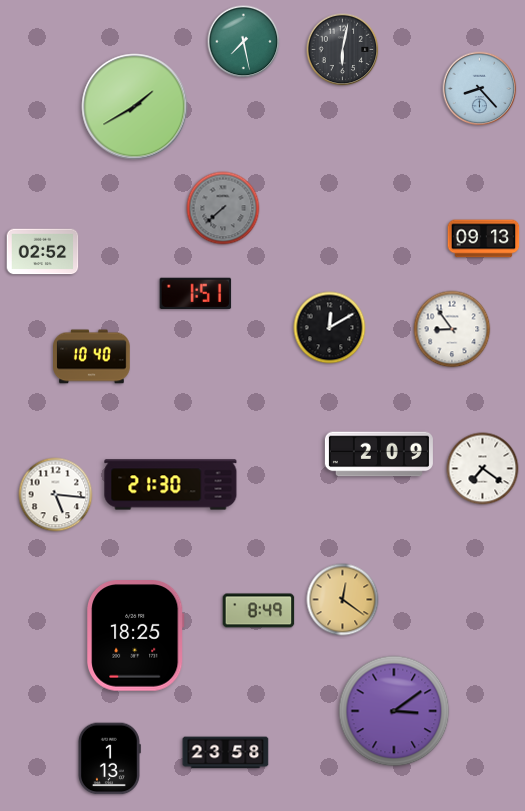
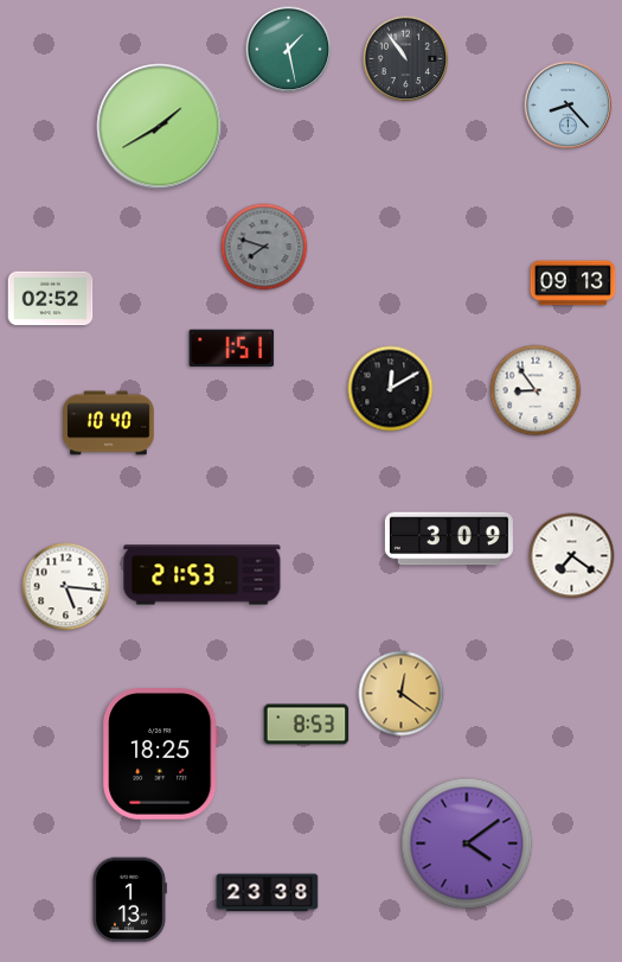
clock at (244, 42): 7:28 -> 1:28
clock at (343, 50): 6:02 -> 10:54
clock at (223, 208): 7:38 -> 7:48
clock at (379, 454): 2:09 -> 3:09
clock at (171, 485): 21:30 -> 21:53
clock at (343, 600) position: (343, 600) -> (402, 694)
clock at (259, 611): 8:49 -> 8:53
clock at (394, 711): 3:09 -> 4:09
clock at (226, 753): 23:58 -> 23:38
